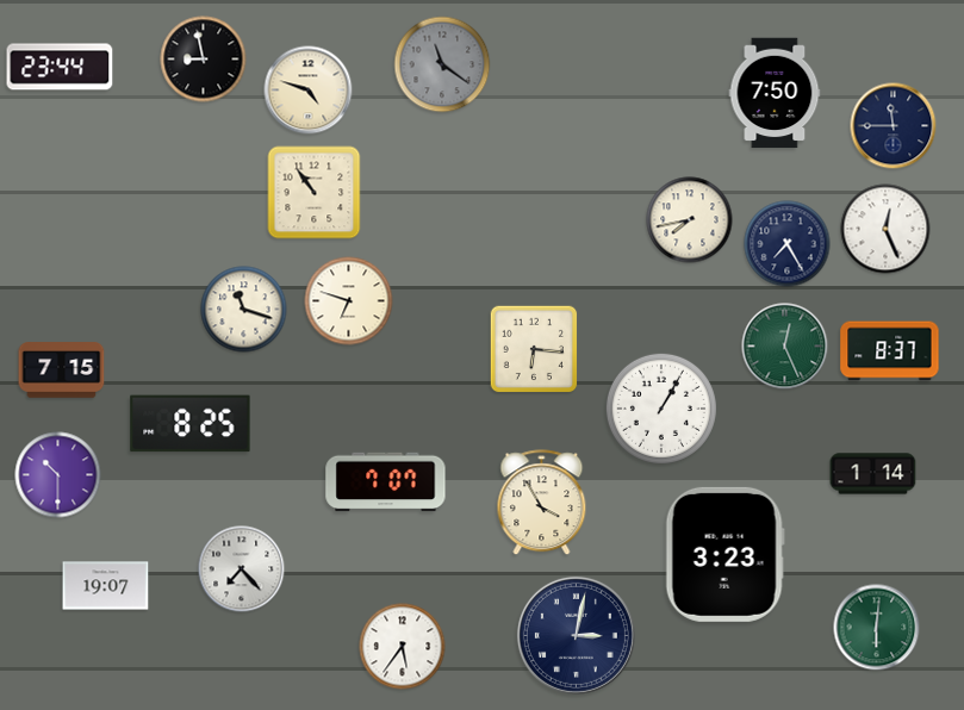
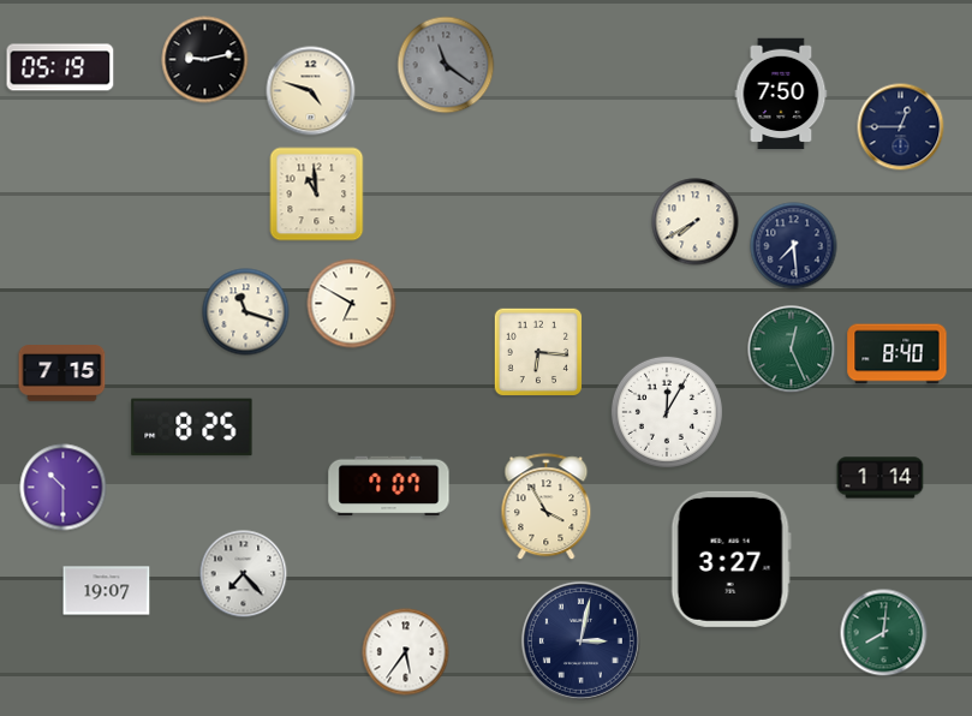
clock at (204, 60): 8:58 -> 9:13
clock at (60, 67): 23:44 -> 05:19
clock at (894, 126): 11:45 -> 12:45
clock at (315, 193): 10:54 -> 10:59
clock at (690, 220): 7:43 -> 7:40
clock at (885, 229): 12:26 -> none
clock at (788, 244): 7:25 -> 7:29
clock at (349, 301): 6:48 -> 6:50
clock at (890, 351): 8:37 -> 8:40
clock at (661, 409): 1:05 -> 12:05
clock at (58, 475) position: (58, 475) -> (64, 488)
clock at (724, 554): 3:23 -> 3:27
clock at (877, 628): 6:01 -> 8:01
